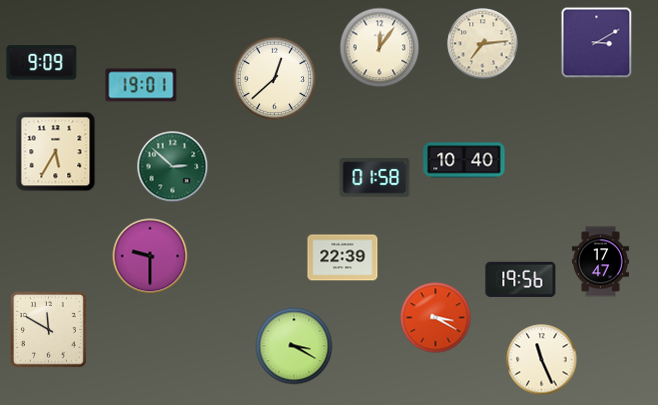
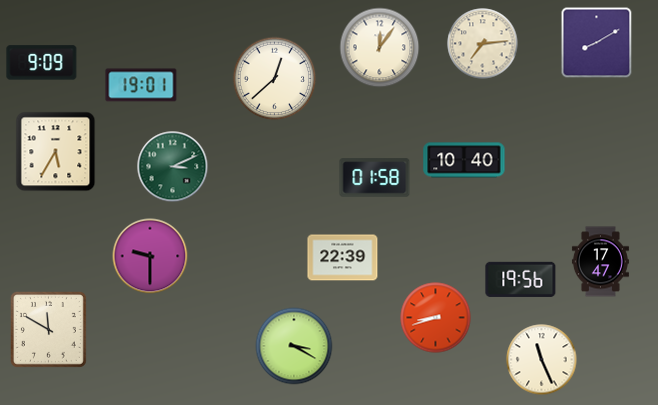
clock at (597, 43): 3:10 -> 8:10
clock at (173, 167): 2:52 -> 3:11
clock at (436, 318): 3:20 -> 8:42
